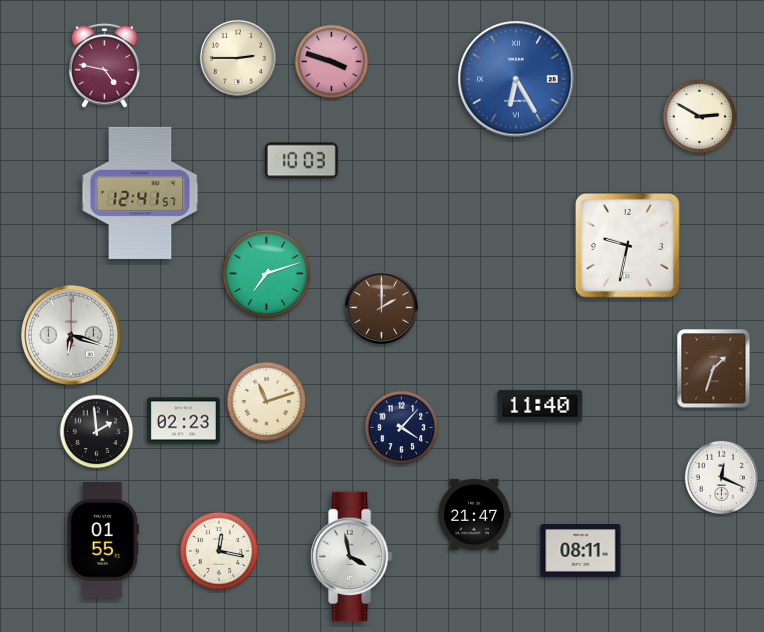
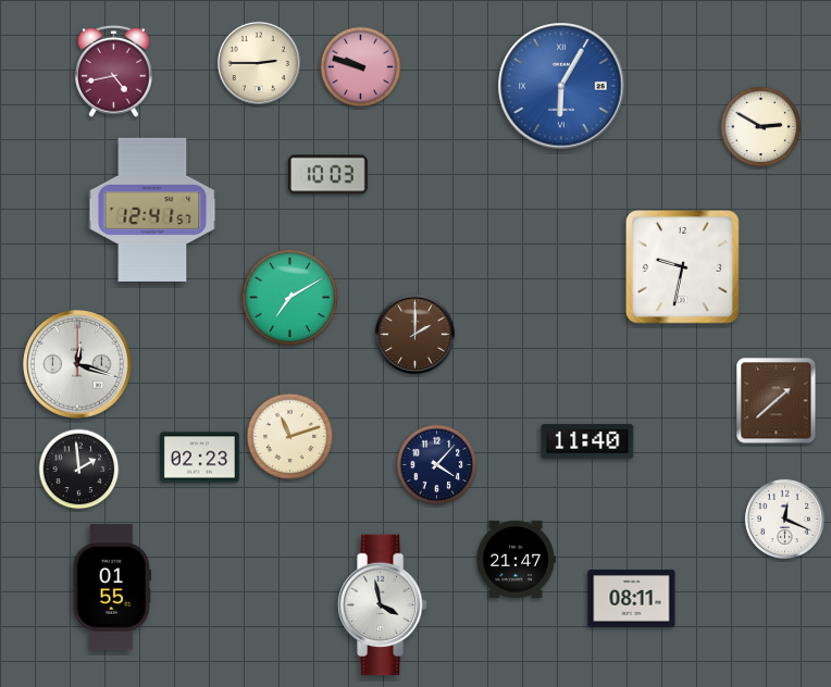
clock at (332, 62): 3:48 -> 9:48
clock at (104, 65): 4:47 -> 4:43
clock at (516, 79): 6:25 -> 6:05
clock at (266, 273): 7:12 -> 7:10
clock at (71, 335): 6:18 -> 12:18
clock at (714, 369): 1:33 -> 1:38
clock at (97, 432) position: (97, 432) -> (79, 470)
clock at (219, 551): 12:17 -> none
